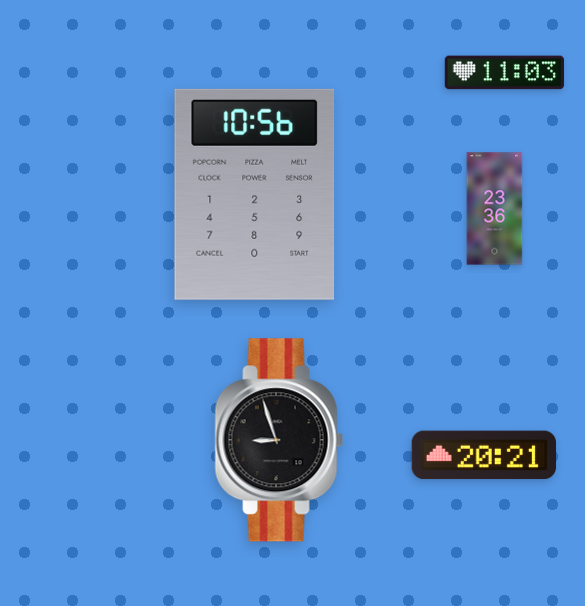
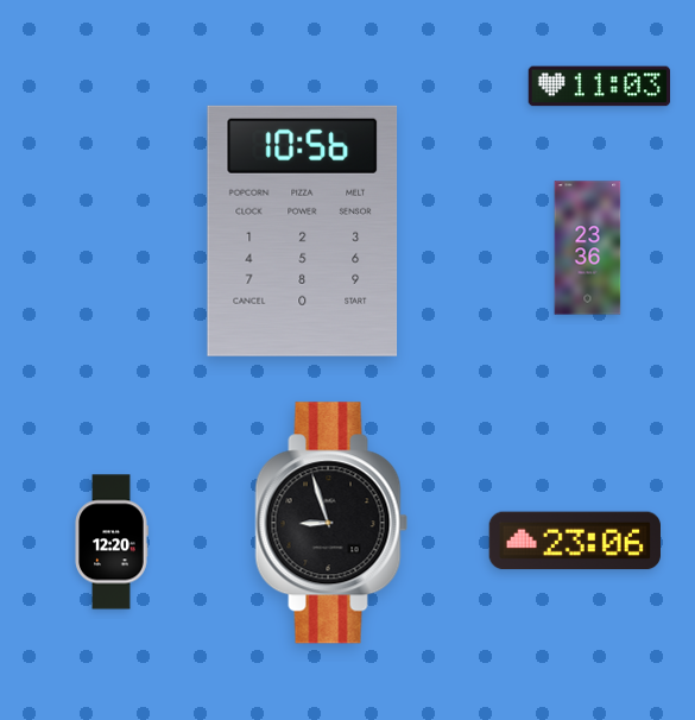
clock at (483, 455): 20:21 -> 23:06
clock at (112, 542): none -> 12:20
